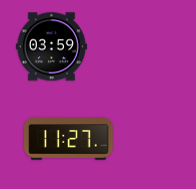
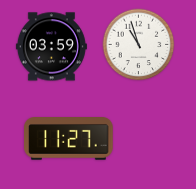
clock at (139, 45): none -> 10:57
